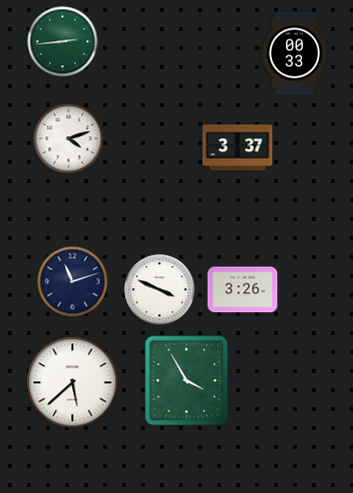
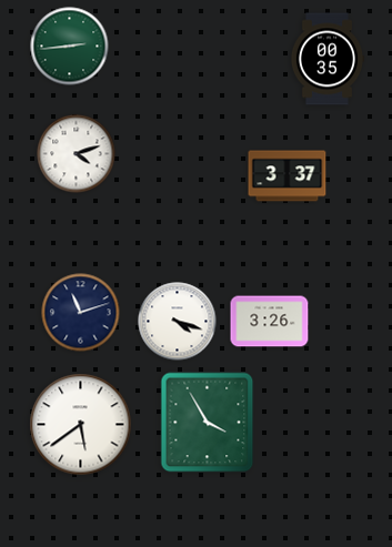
clock at (295, 53): 00:33 -> 00:35
clock at (238, 148) position: (238, 148) -> (288, 176)
clock at (160, 290): 3:49 -> 4:18
clock at (73, 383): 5:38 -> 5:39
